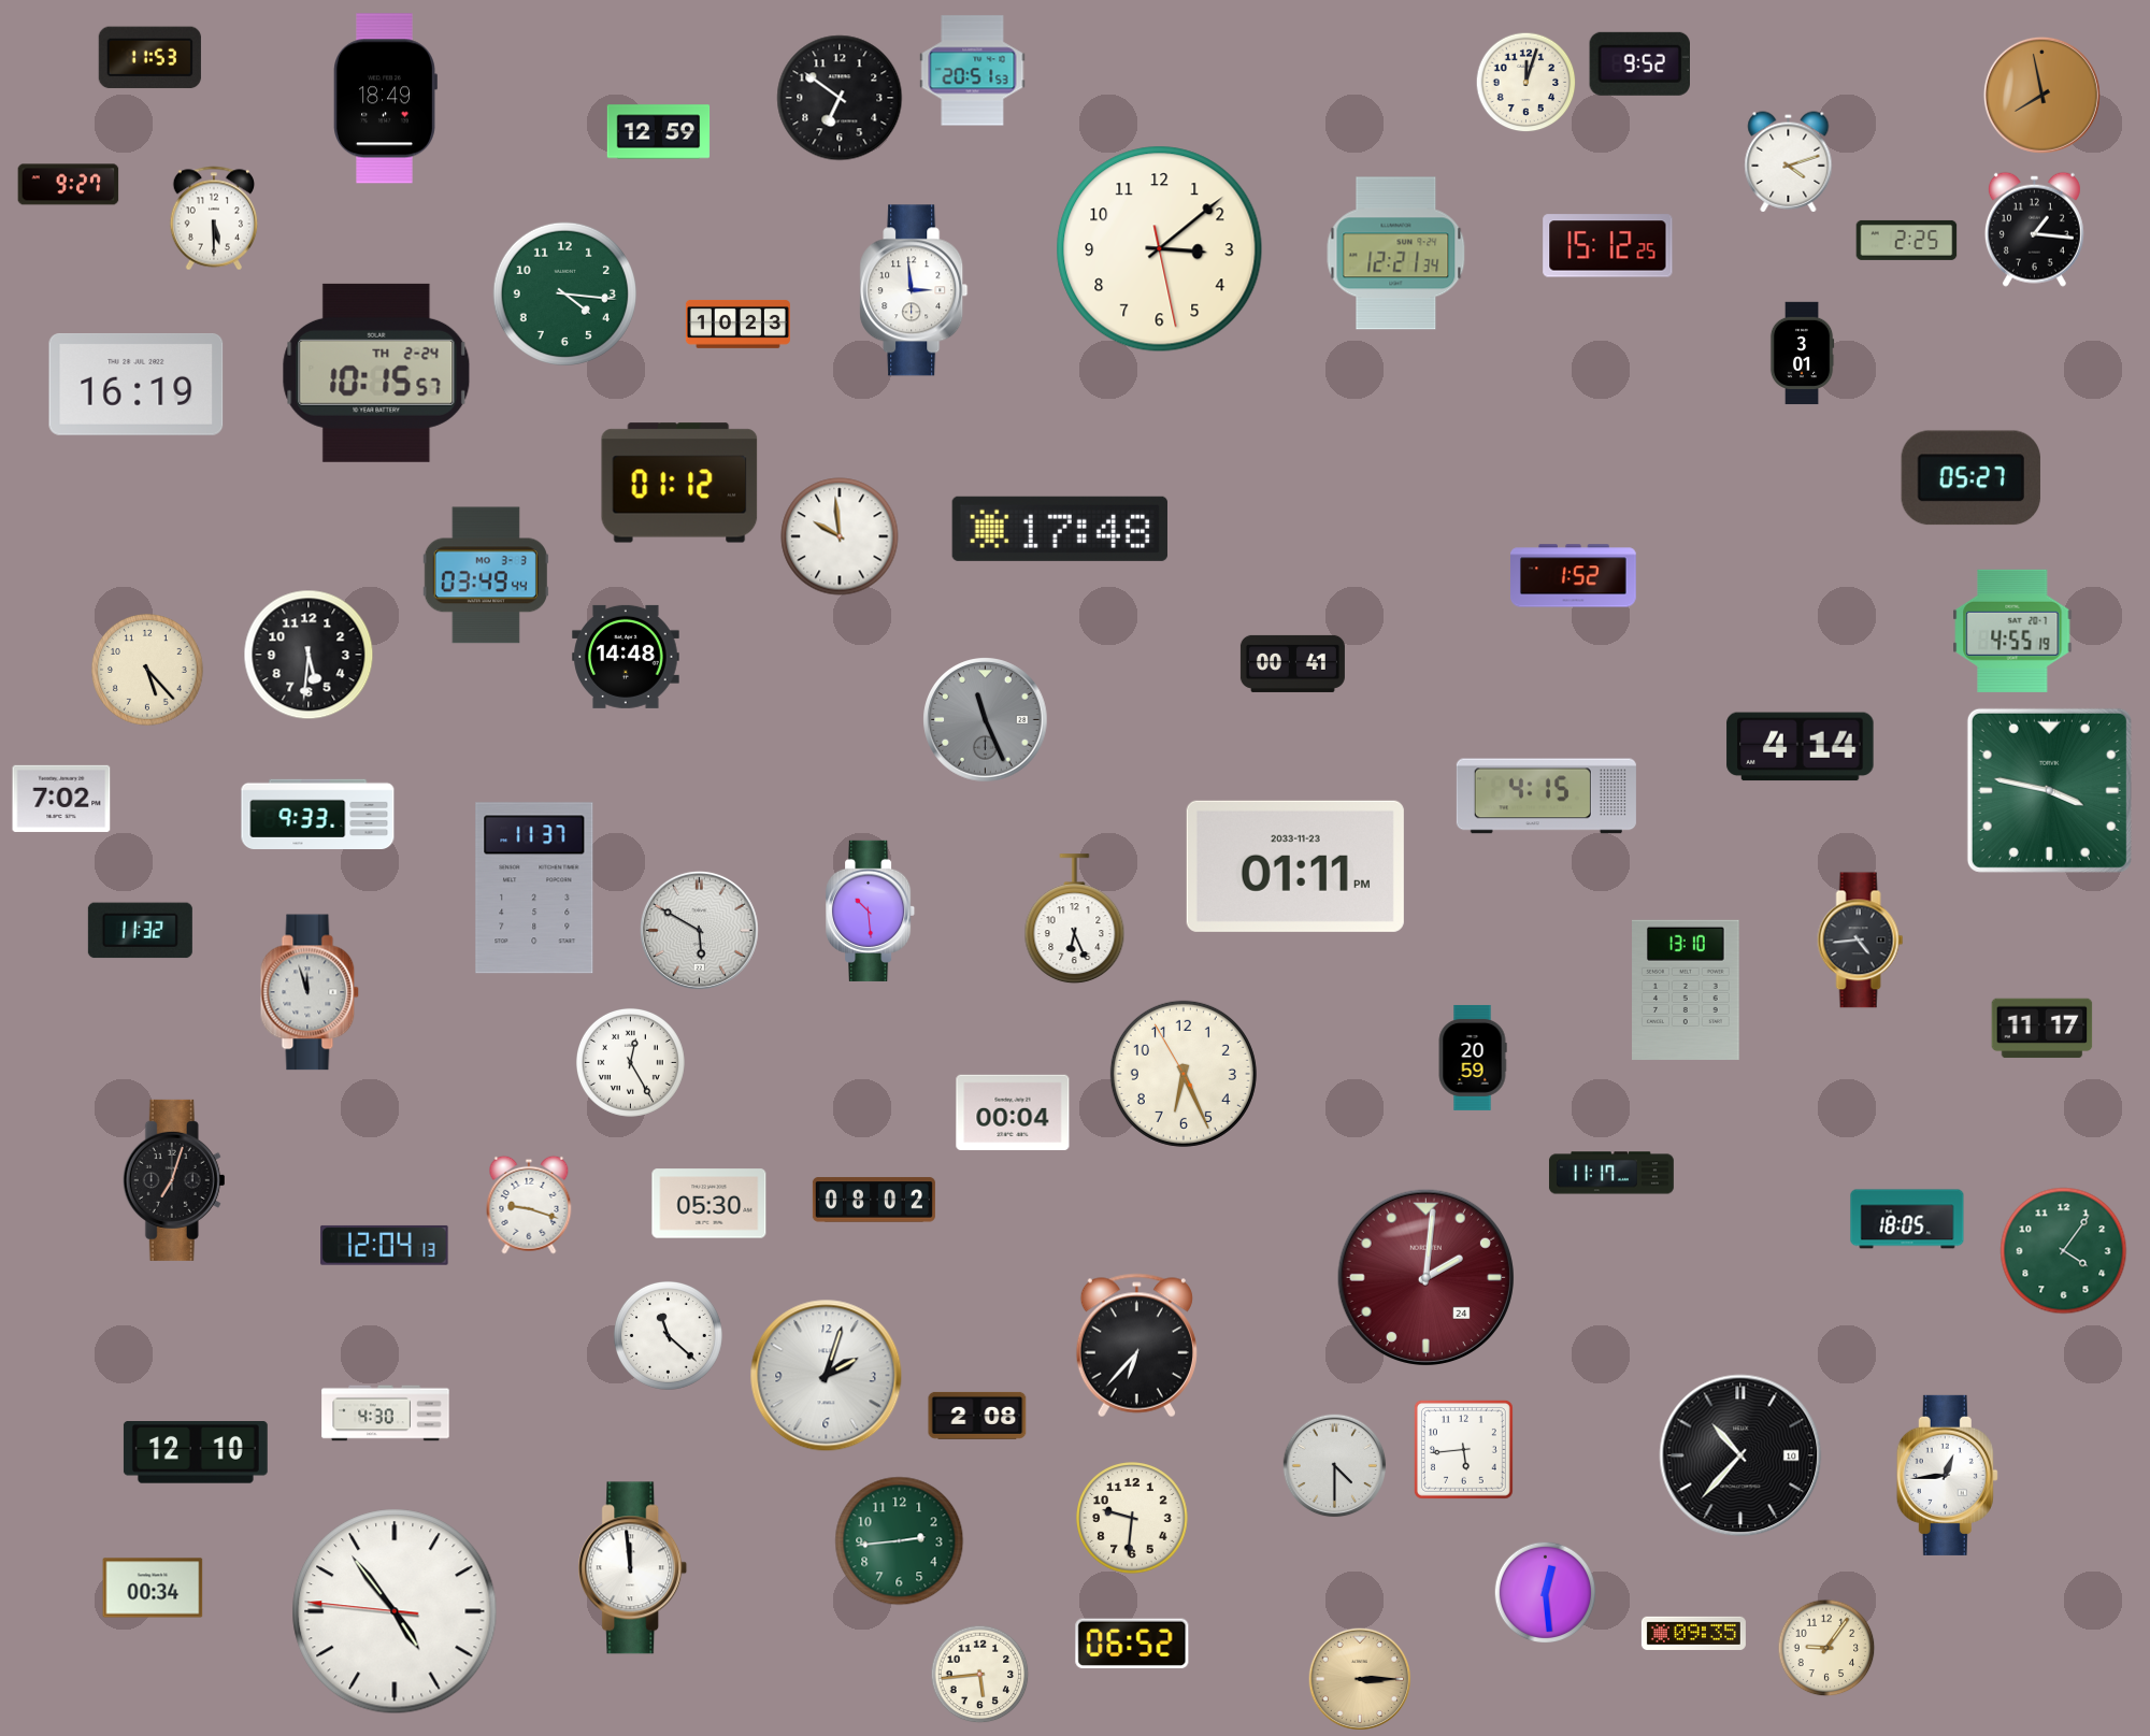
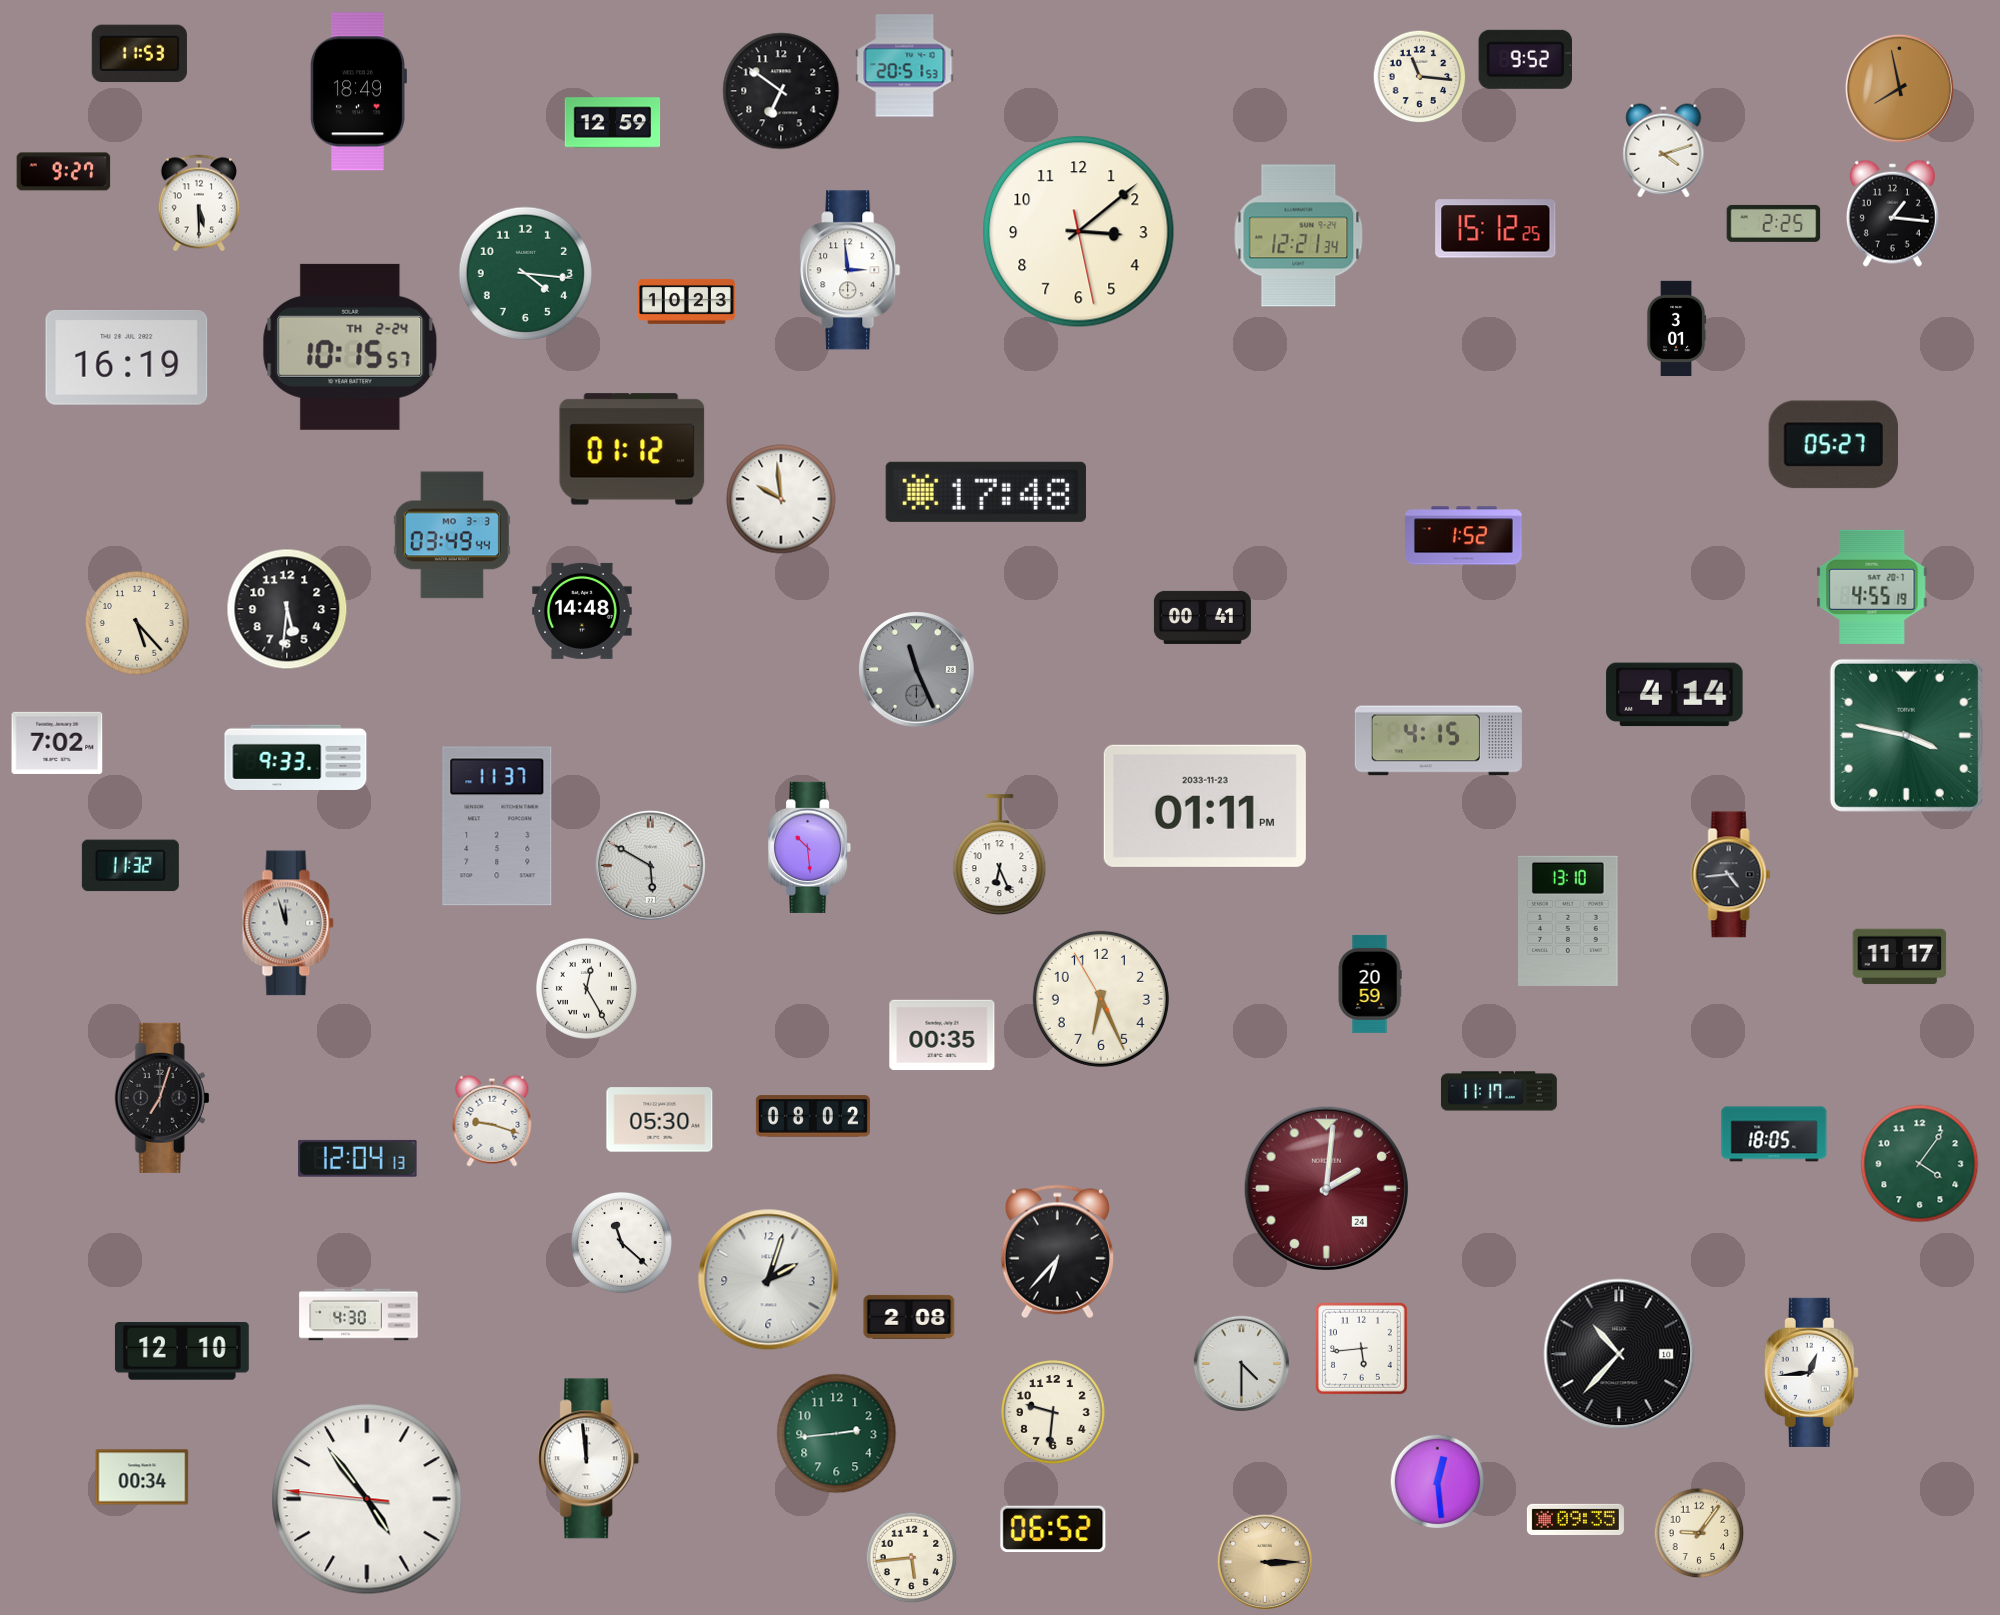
clock at (1526, 83): 12:03 -> 11:16
clock at (1013, 1111): 00:04 -> 00:35
